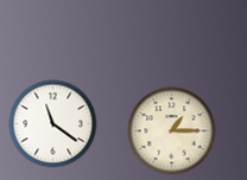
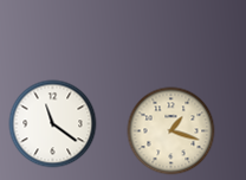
clock at (172, 131): 1:15 -> 1:18
